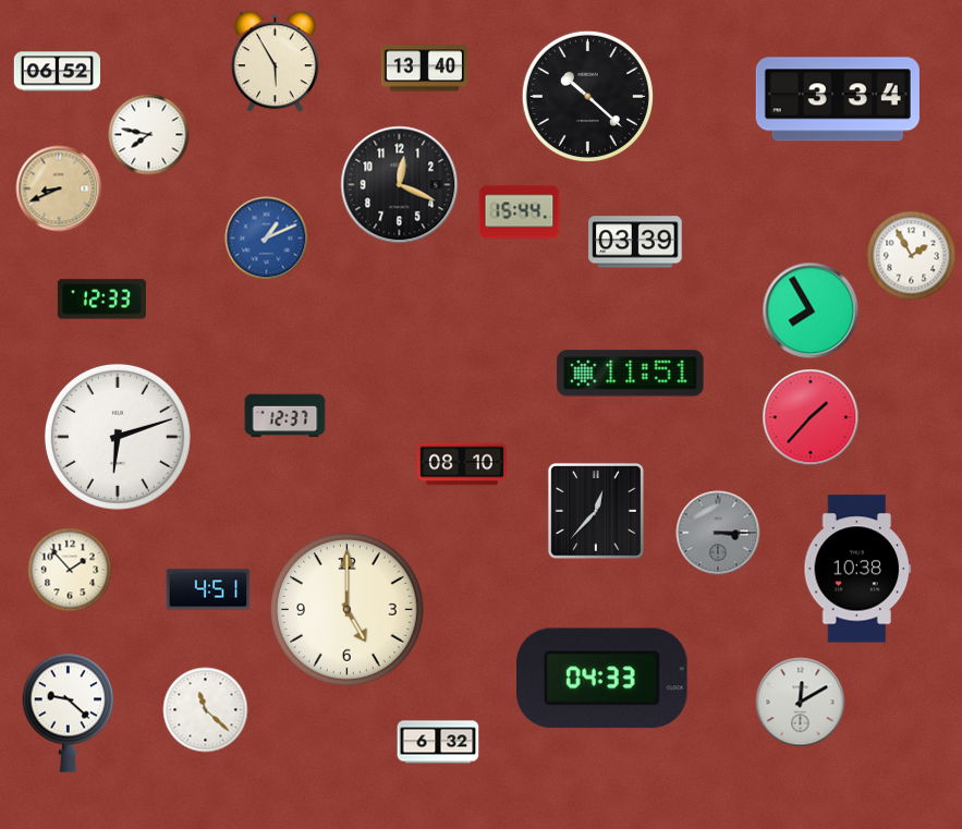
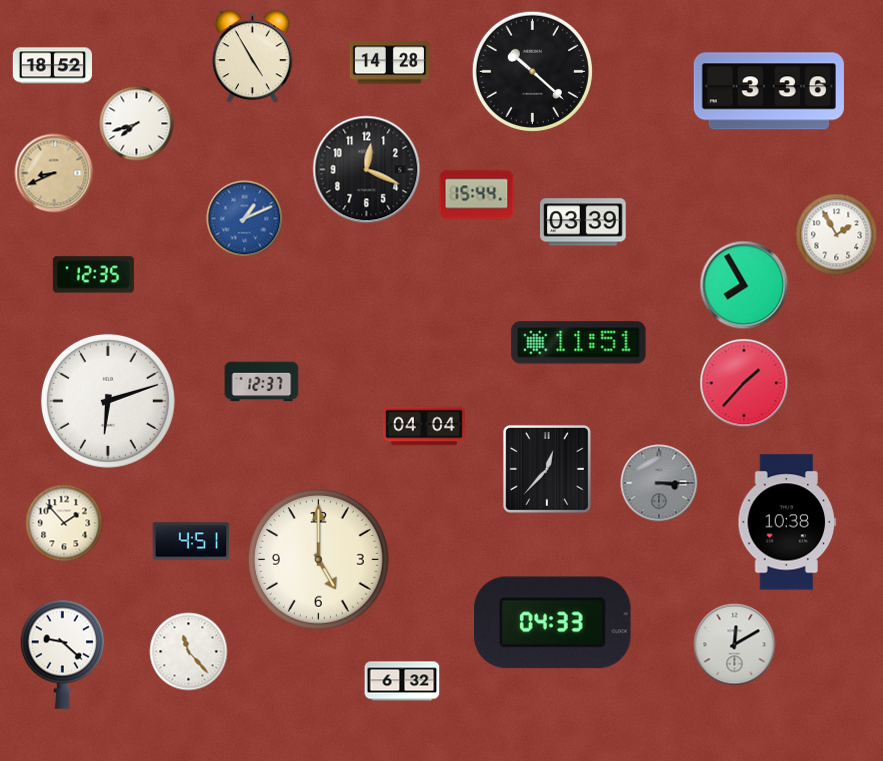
clock at (276, 62): 5:55 -> 4:55
clock at (425, 69): 13:40 -> 14:28
clock at (58, 72): 06:52 -> 18:52
clock at (587, 96) position: (587, 96) -> (532, 71)
clock at (838, 99): 3:34 -> 3:36
clock at (149, 135): 7:47 -> 7:42
clock at (101, 300): 12:33 -> 12:35
clock at (462, 464): 08:10 -> 04:04
clock at (718, 533) position: (718, 533) -> (659, 483)
clock at (206, 710): 11:22 -> 11:23
